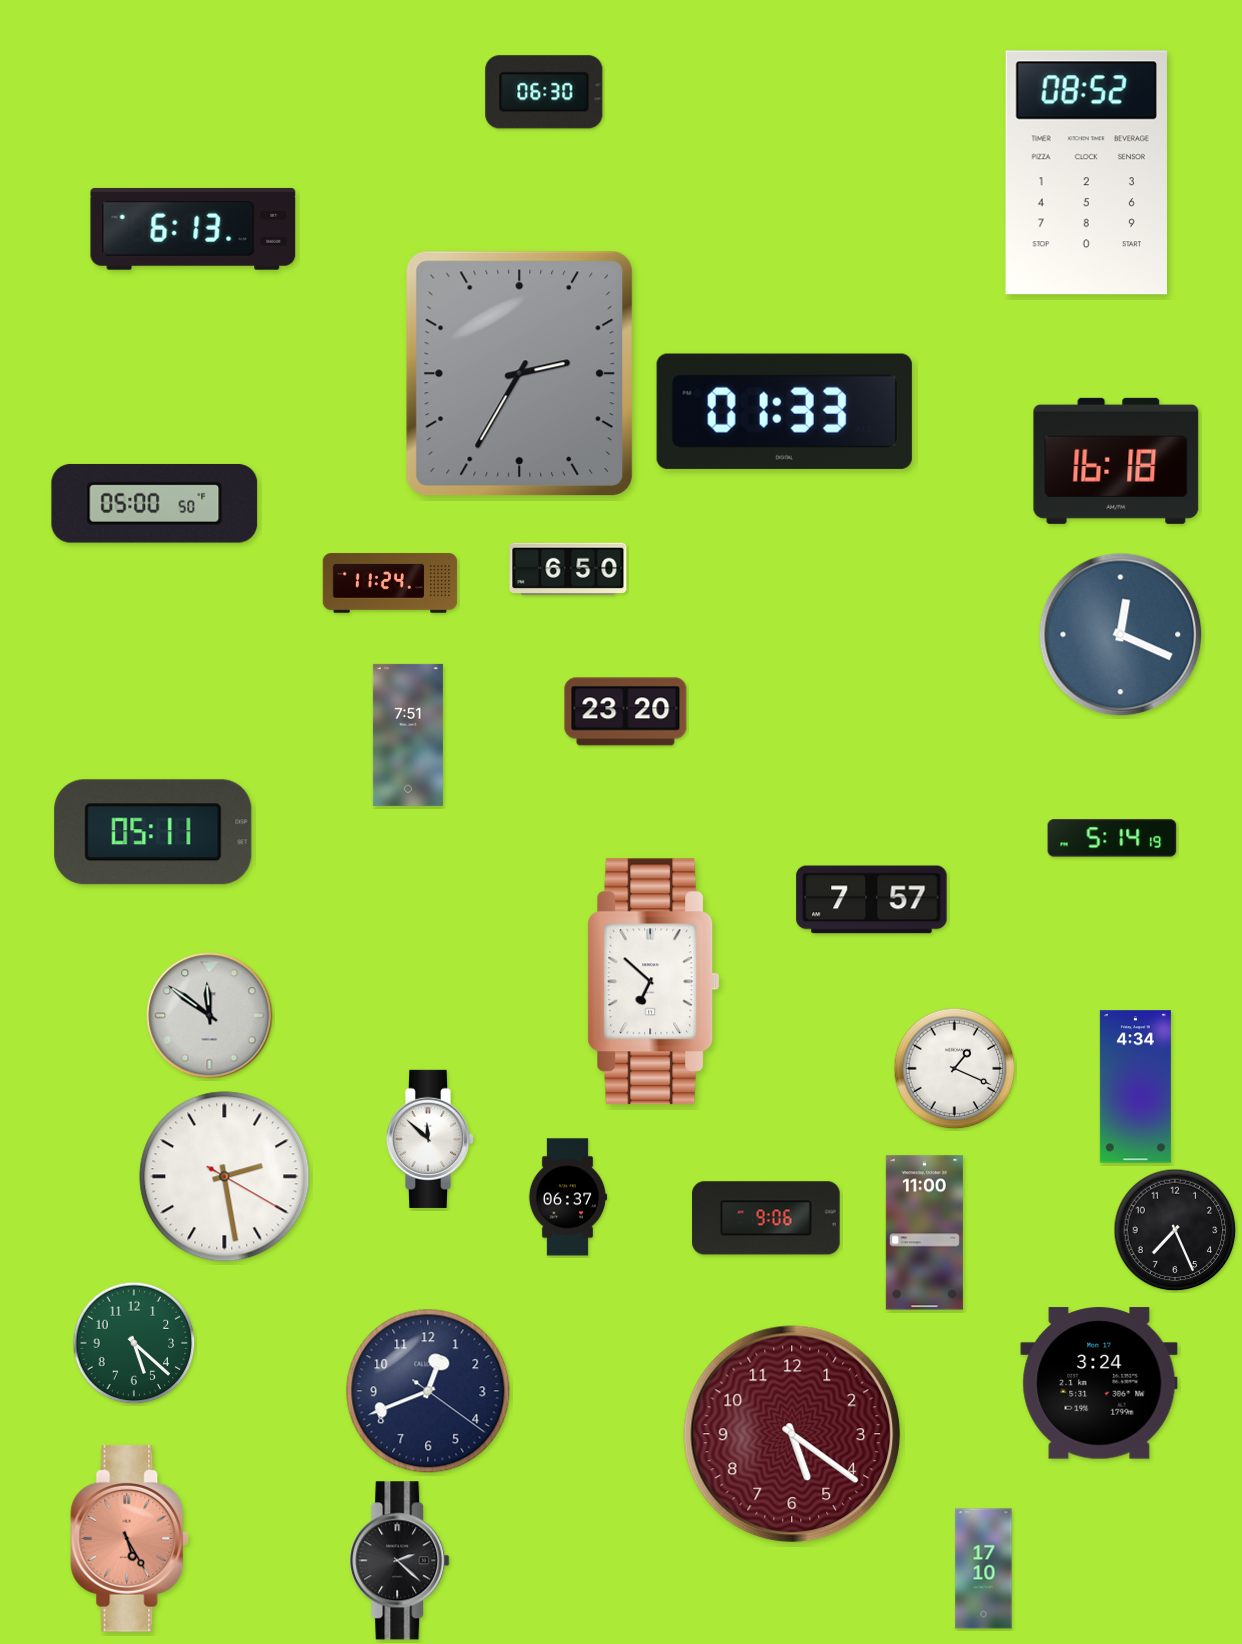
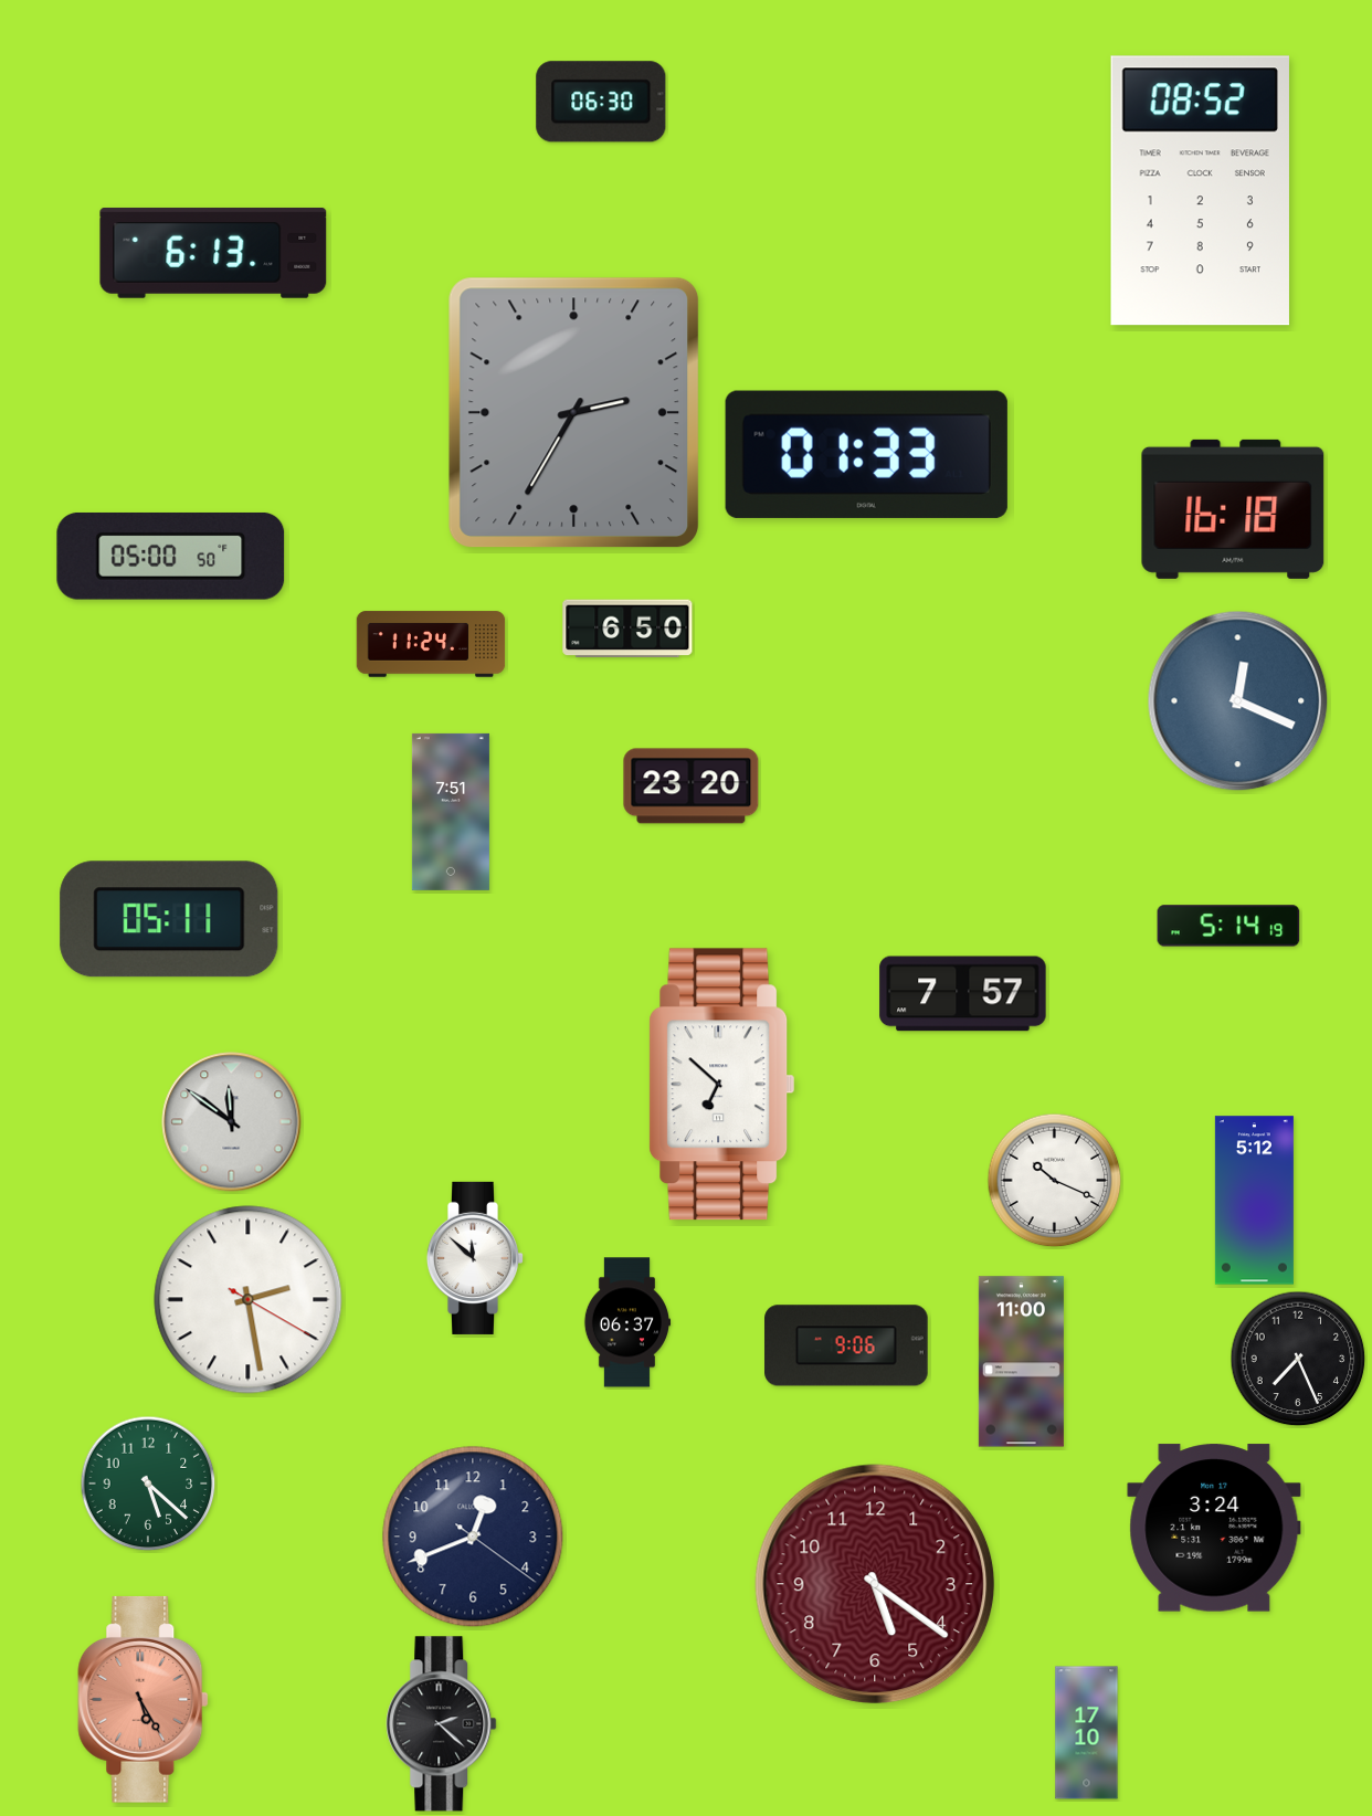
clock at (955, 1069): 1:19 -> 10:19
clock at (1135, 1087): 4:34 -> 5:12
